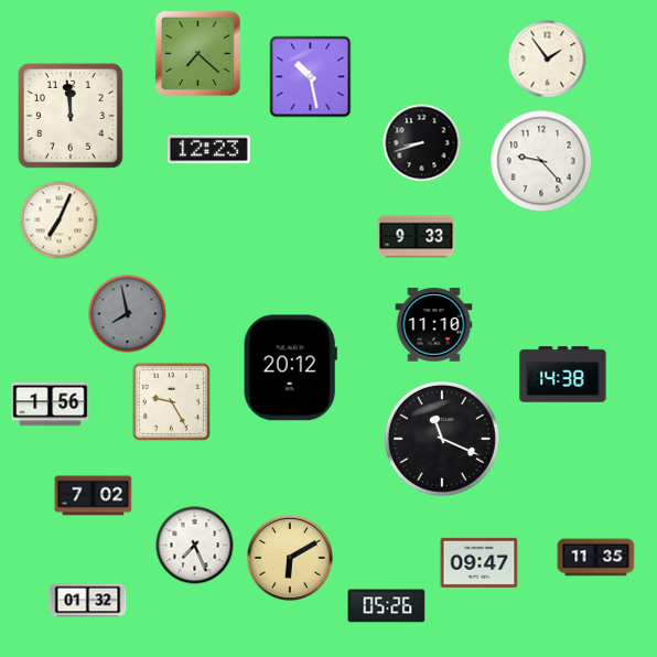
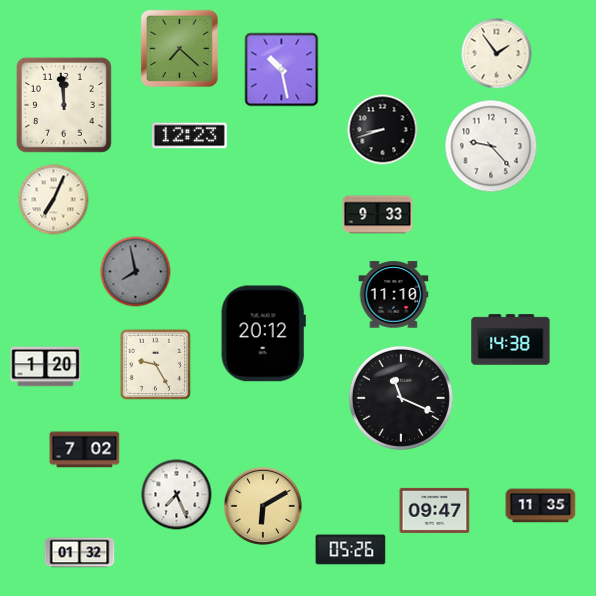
clock at (128, 314) position: (128, 314) -> (136, 272)
clock at (51, 405): 1:56 -> 1:20
clock at (88, 601) position: (88, 601) -> (80, 553)
